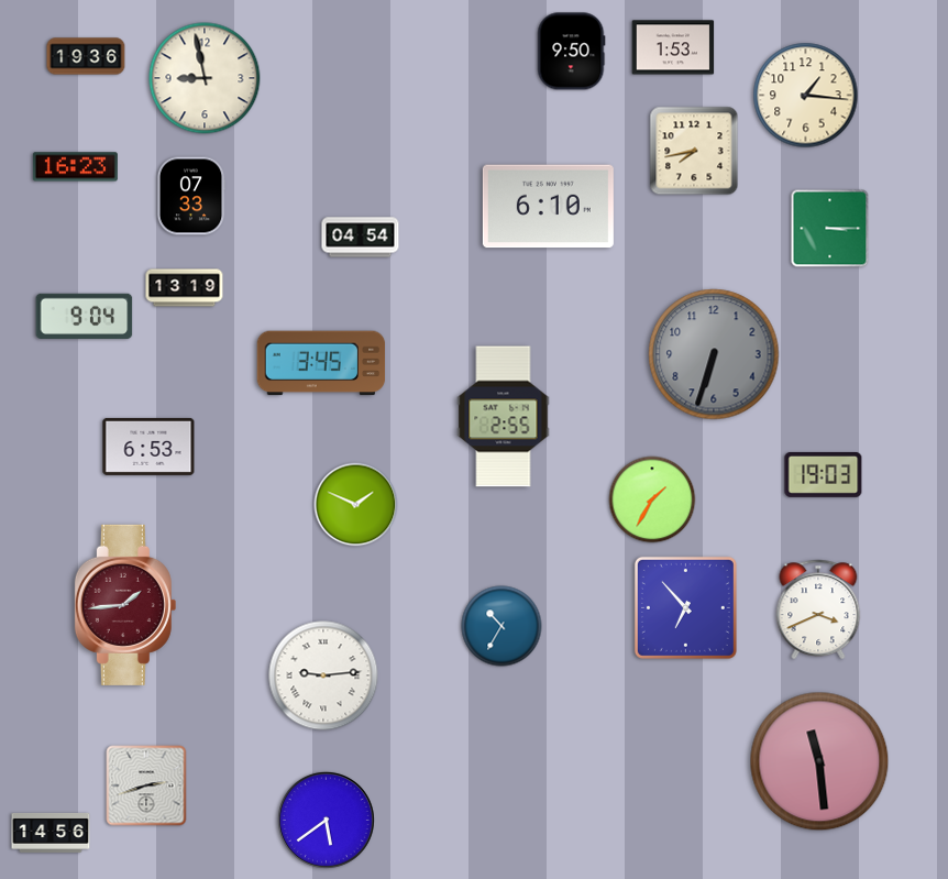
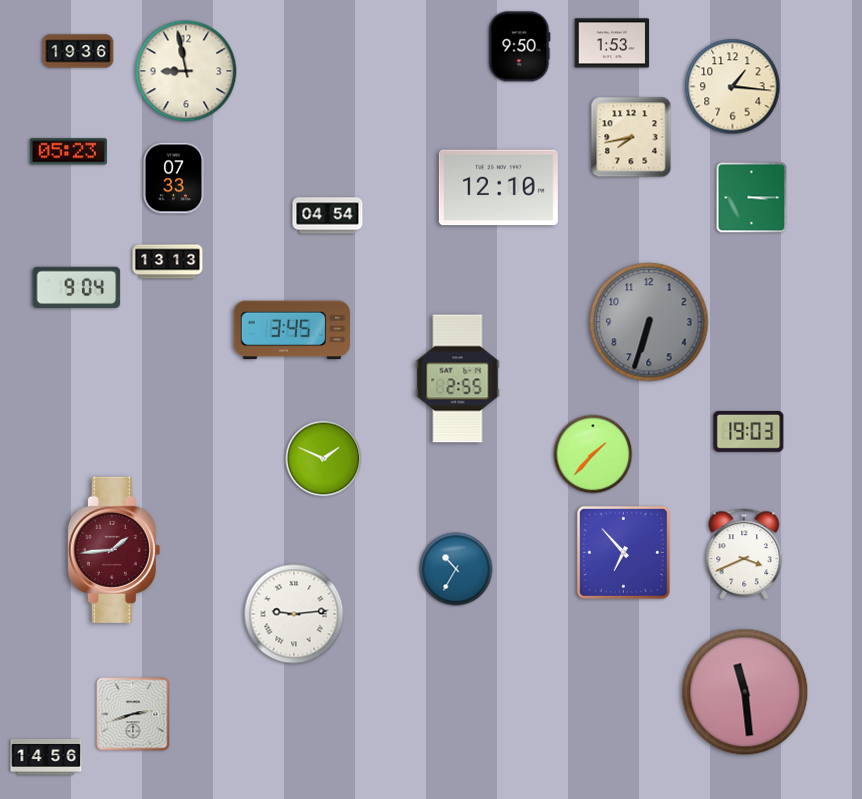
clock at (75, 167): 16:23 -> 05:23
clock at (548, 207): 6:10 -> 12:10
clock at (830, 229) position: (830, 229) -> (752, 198)
clock at (185, 288): 13:19 -> 13:13
clock at (148, 447): 6:53 -> none
clock at (652, 499): 1:35 -> 1:37
clock at (326, 820): 5:39 -> none
